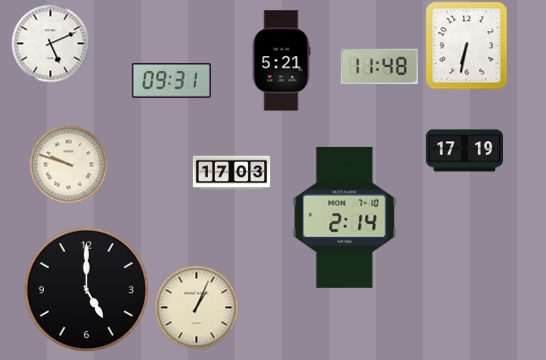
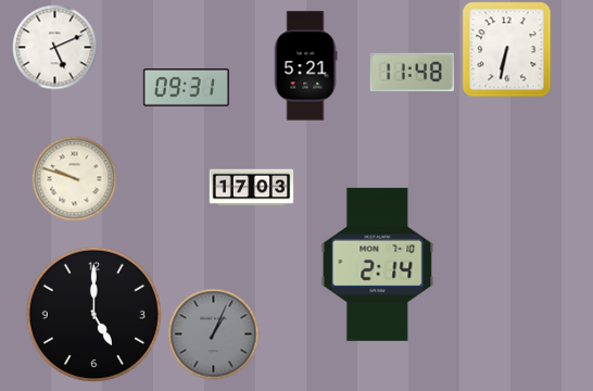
clock at (464, 151): 17:19 -> none
clock at (345, 217) position: (345, 217) -> (378, 264)
clock at (196, 307) dial: cream -> grey
